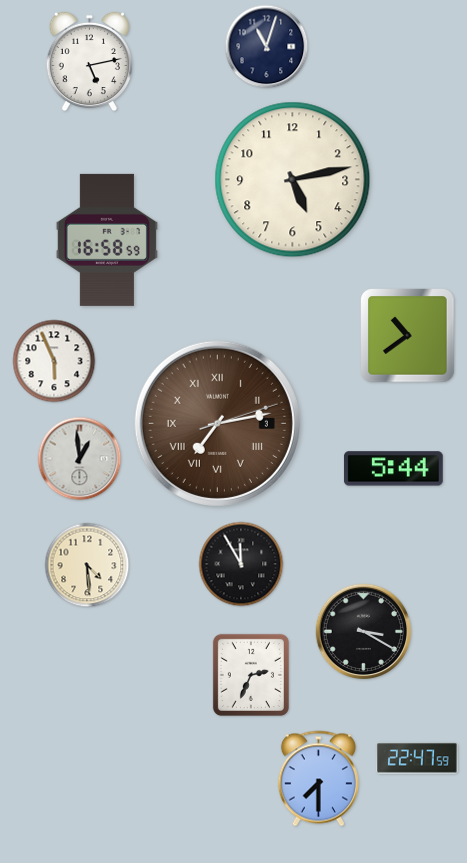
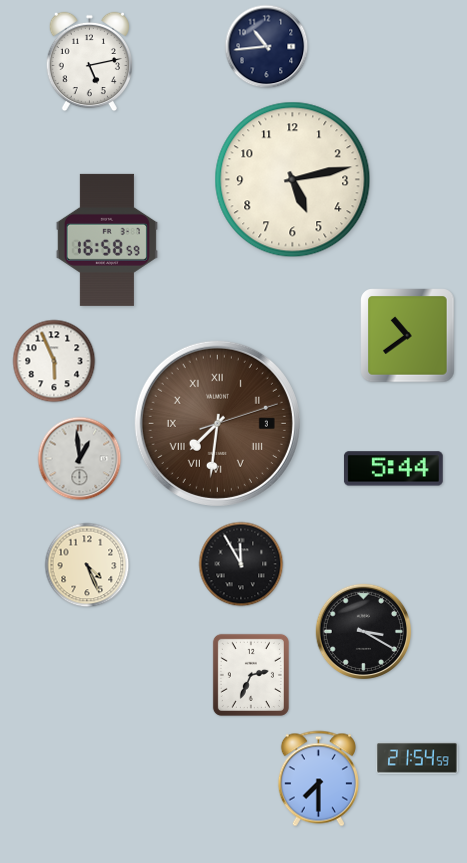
clock at (267, 47): 11:03 -> 10:44
clock at (217, 423): 7:13 -> 7:31
clock at (87, 565): 4:29 -> 4:26
clock at (417, 758): 22:47 -> 21:54
